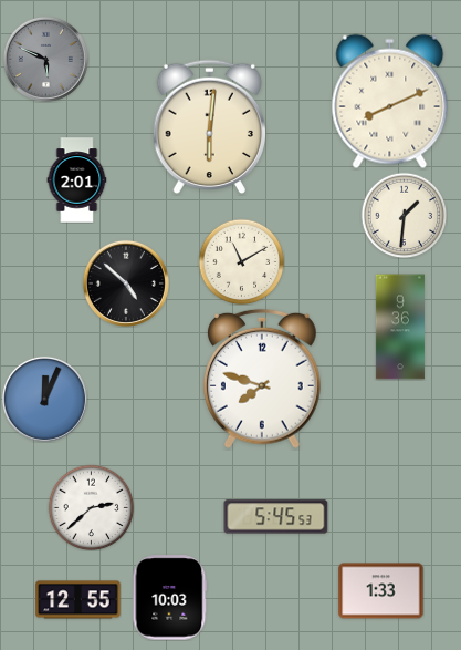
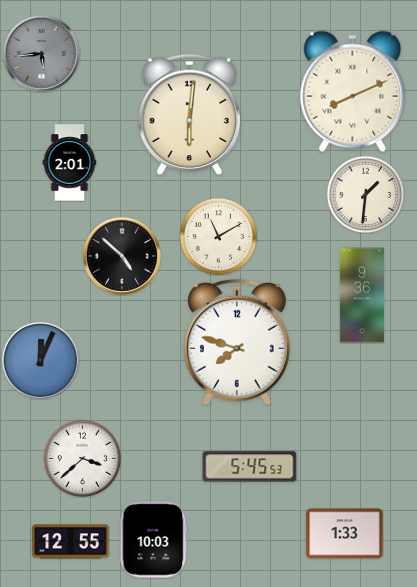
clock at (45, 59): 5:49 -> 5:44
clock at (126, 283) position: (126, 283) -> (122, 256)
clock at (91, 507): 2:38 -> 3:38
